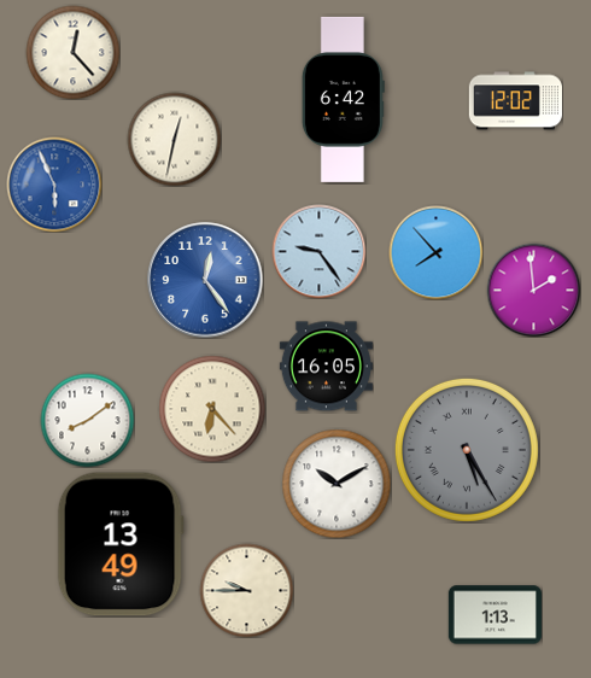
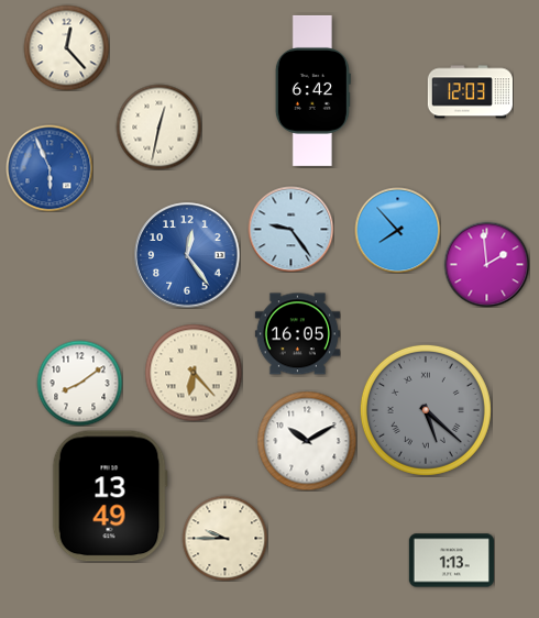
clock at (515, 101): 12:02 -> 12:03
clock at (467, 450): 5:25 -> 5:22
